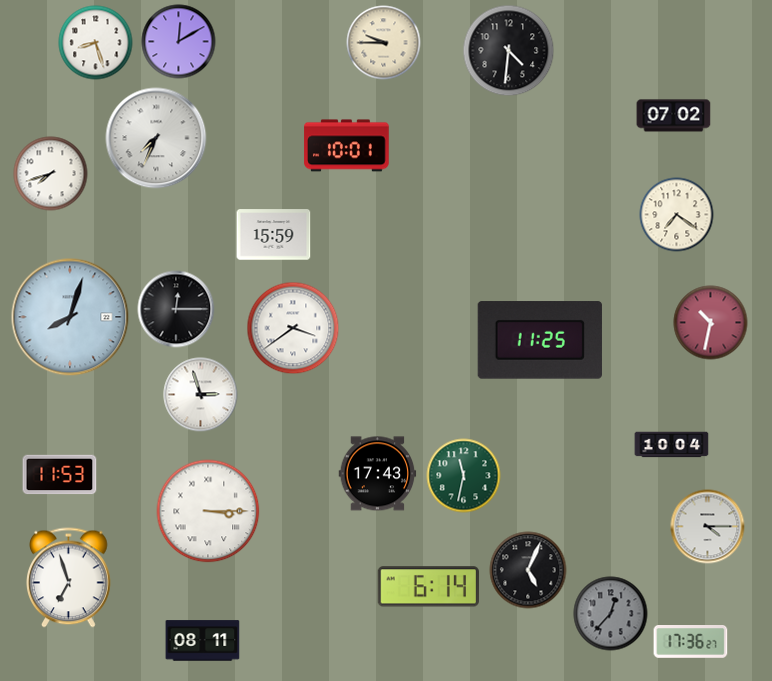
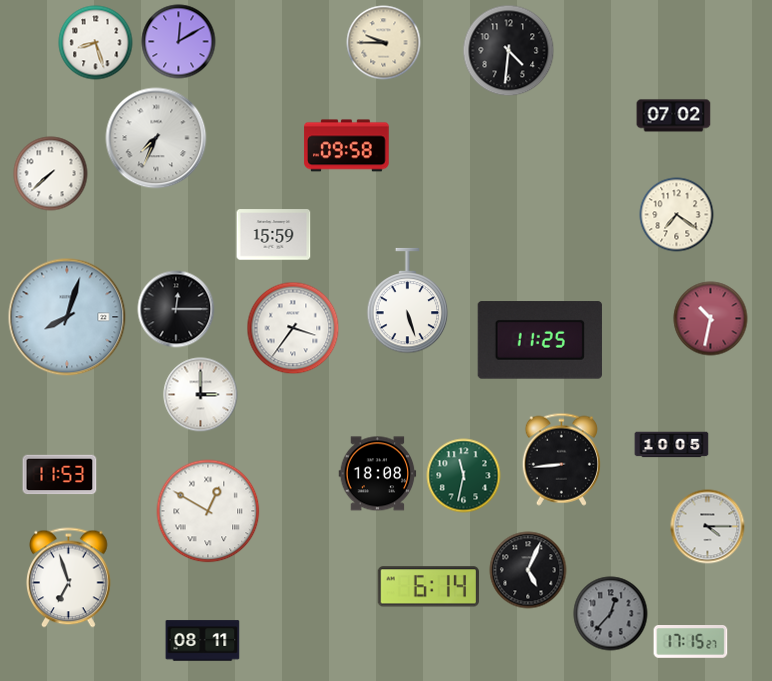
clock at (347, 146): 10:01 -> 09:58
clock at (51, 174): 7:42 -> 7:38
clock at (408, 301): none -> 5:27
clock at (70, 317) position: (70, 317) -> (67, 317)
clock at (711, 323) position: (711, 323) -> (711, 319)
clock at (293, 328): 3:39 -> 3:36
clock at (201, 395): 2:57 -> 3:00
clock at (672, 445): 10:04 -> 10:05
clock at (561, 459): none -> 8:44
clock at (378, 474): 17:43 -> 18:08
clock at (208, 511): 3:15 -> 12:50
clock at (691, 642): 17:36 -> 17:15
